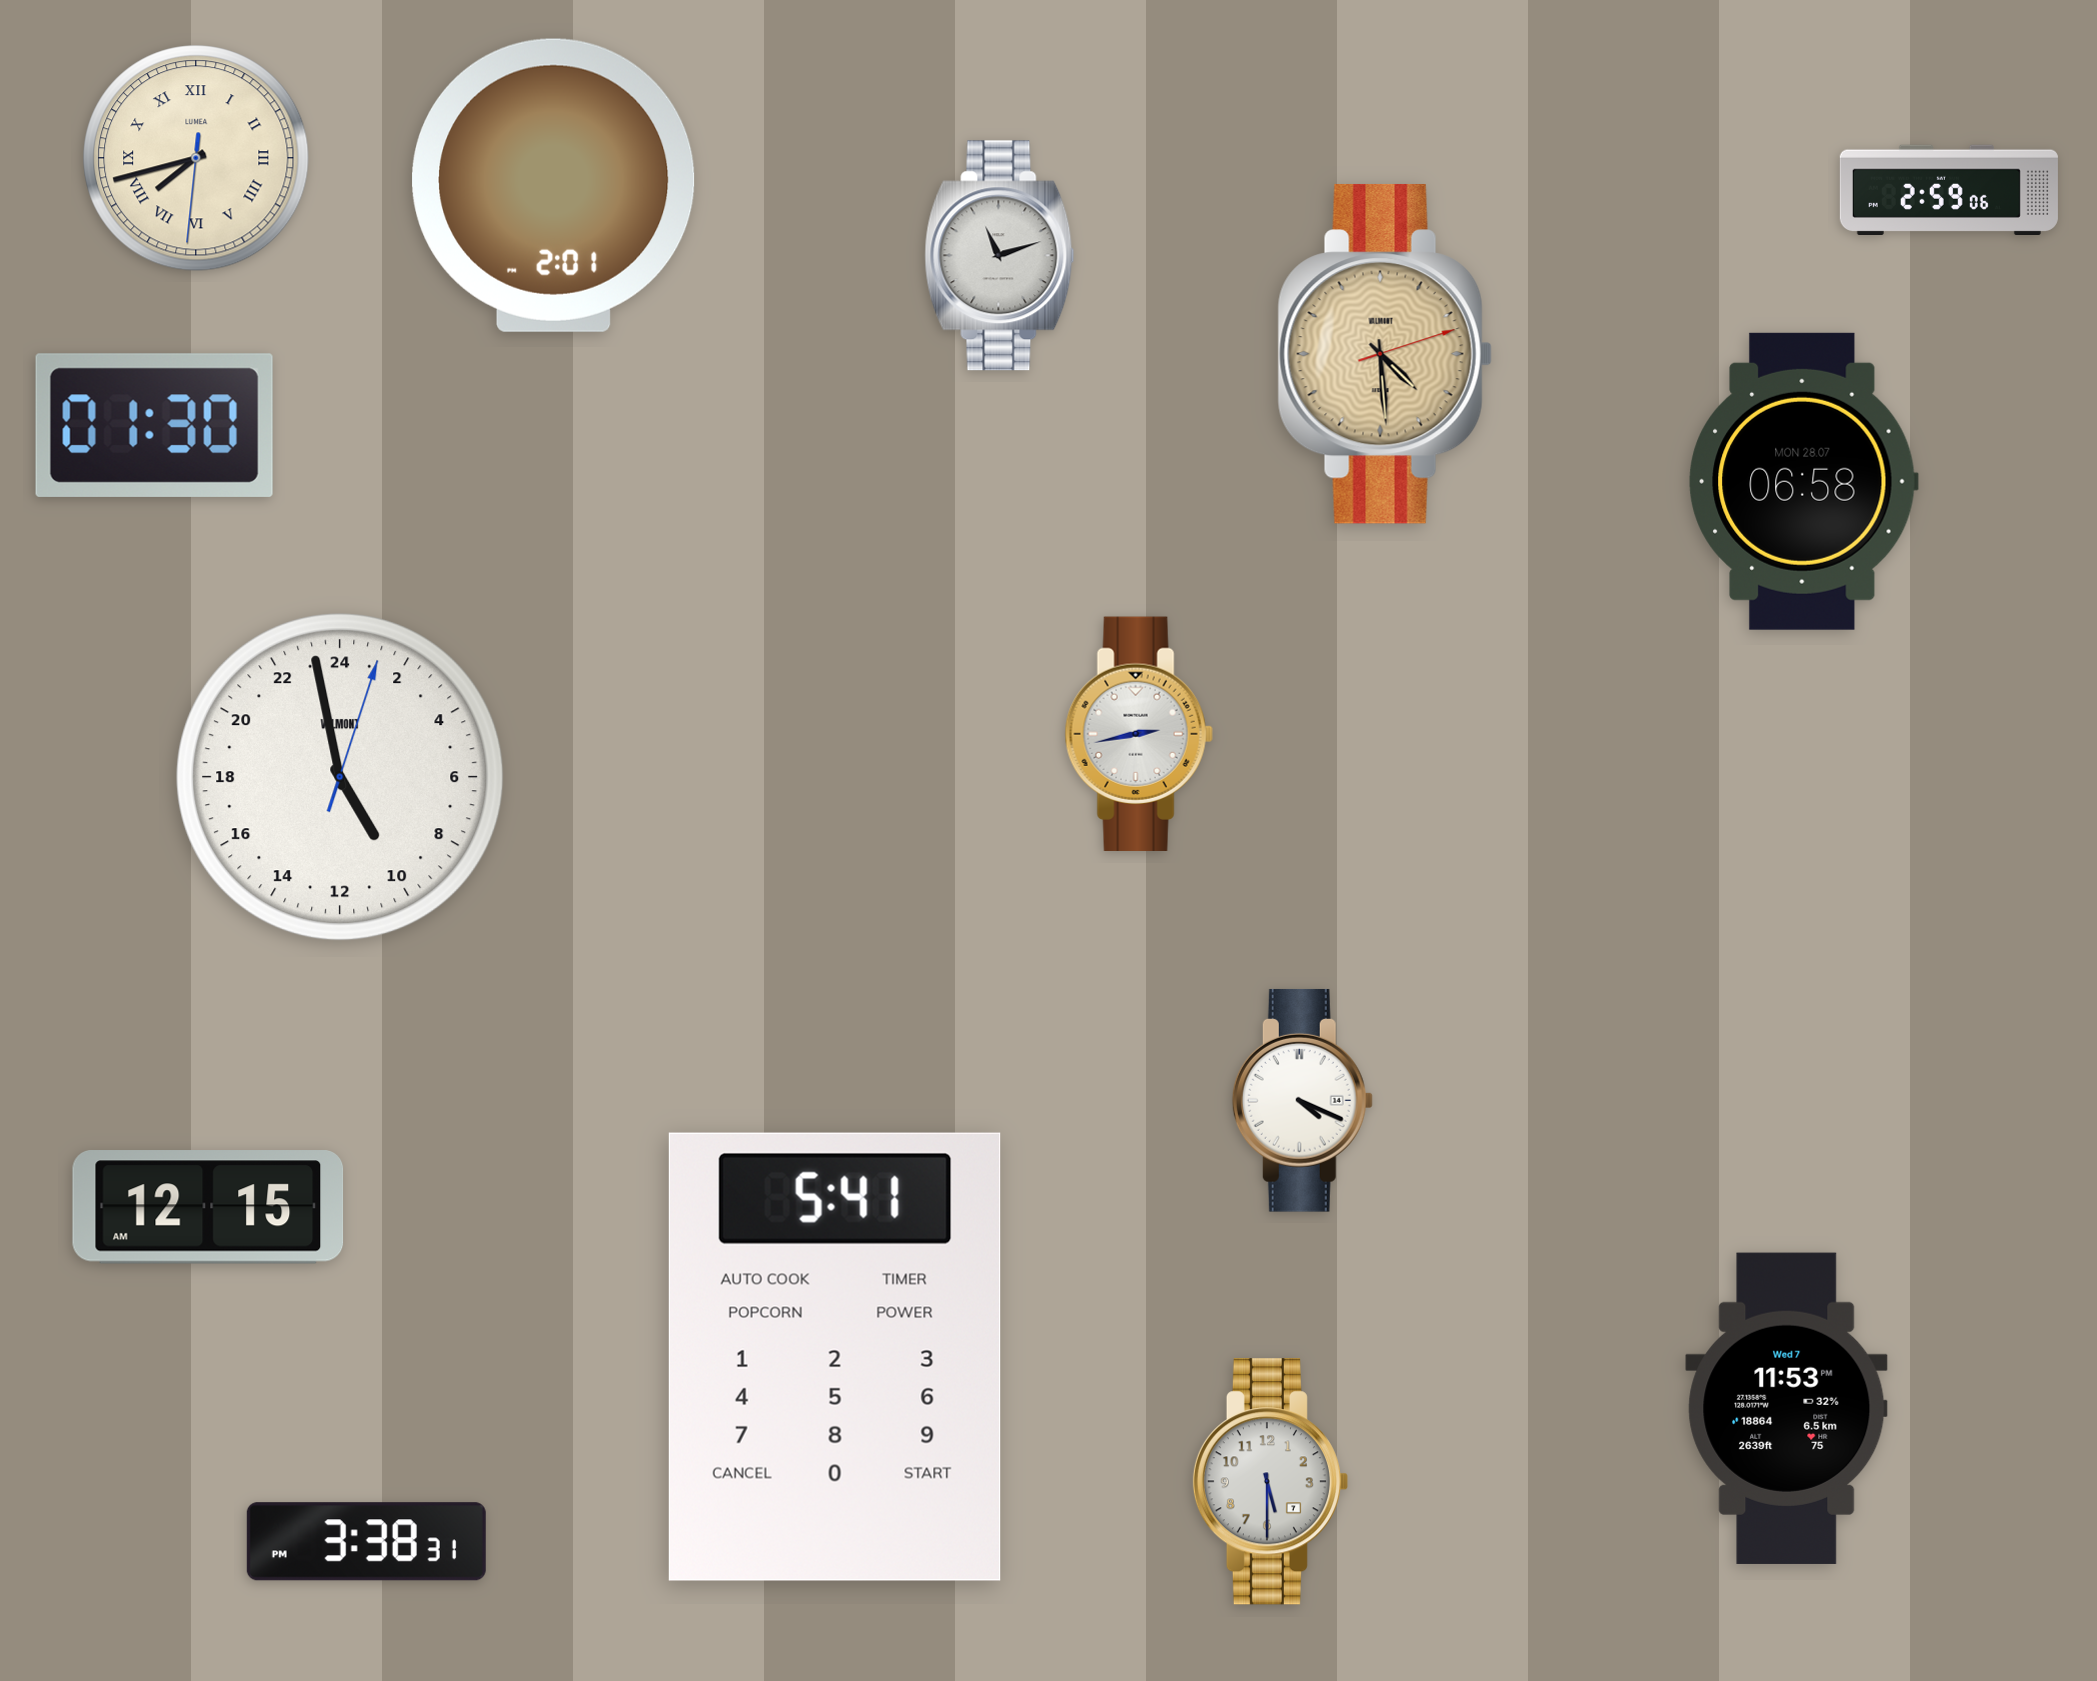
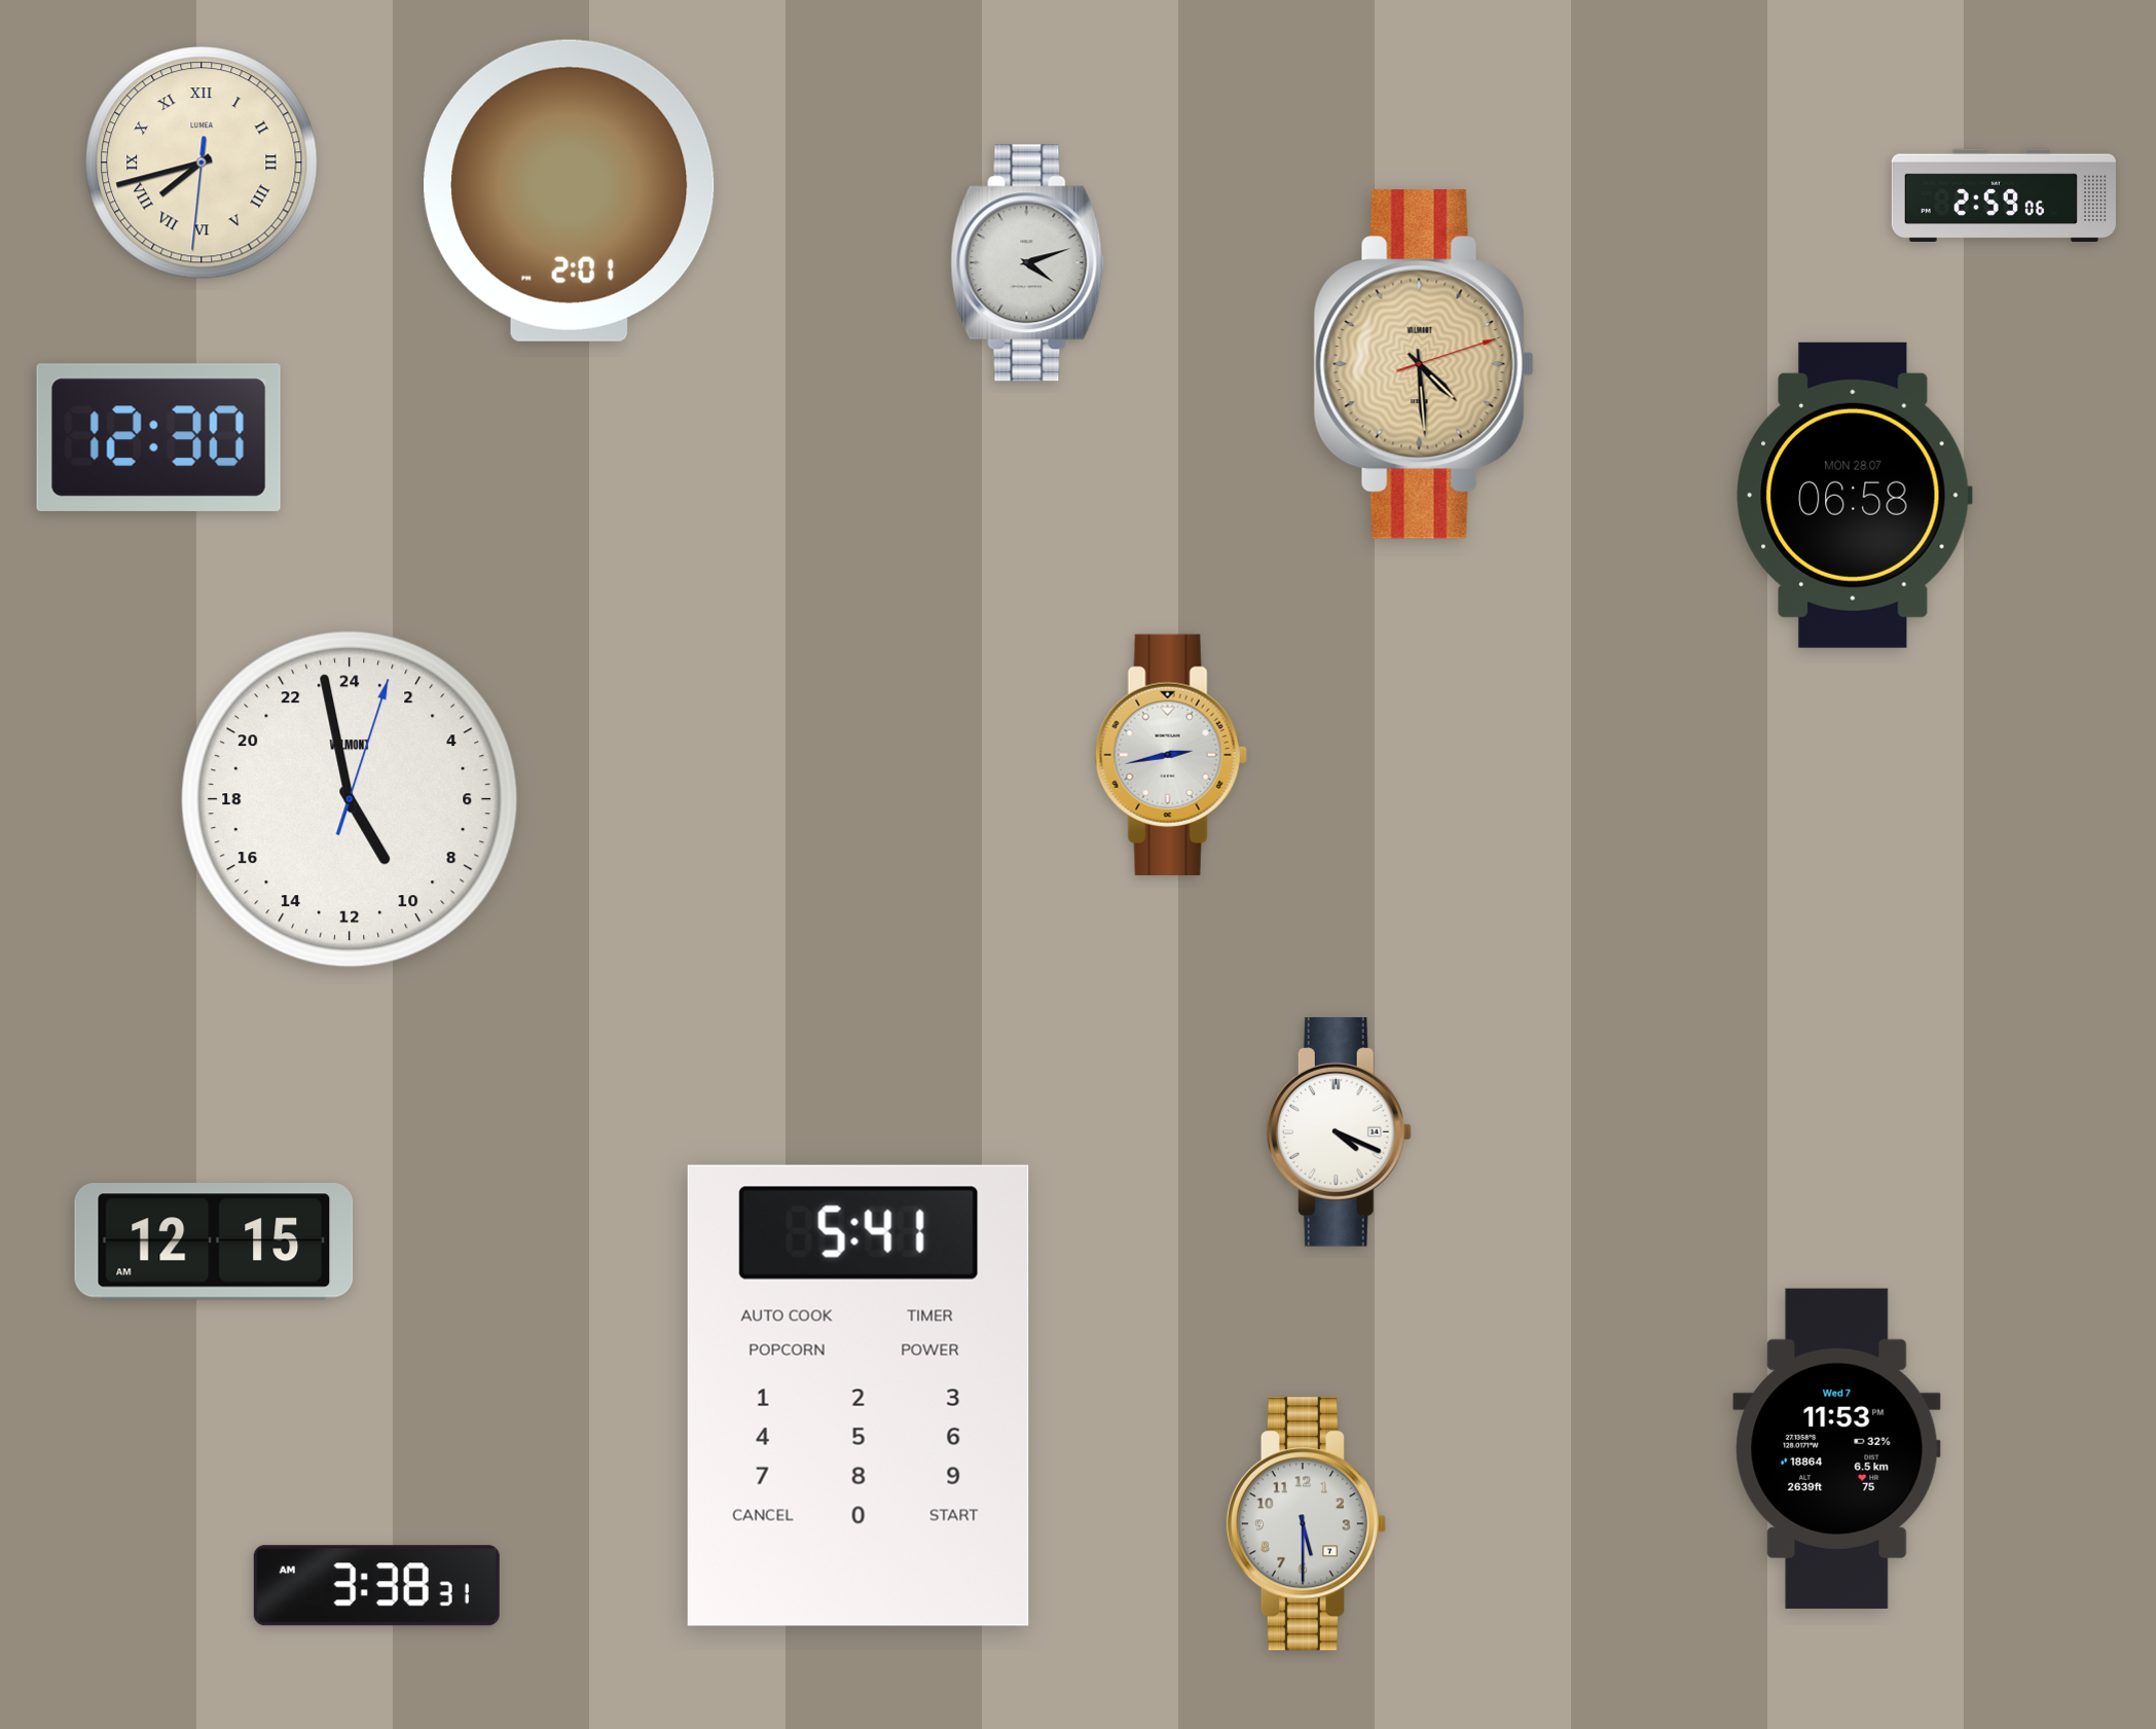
clock at (1000, 256): 11:12 -> 4:12
clock at (154, 425): 01:30 -> 12:30
clock at (366, 1542): 3:38:31 PM -> 3:38:31 AM
